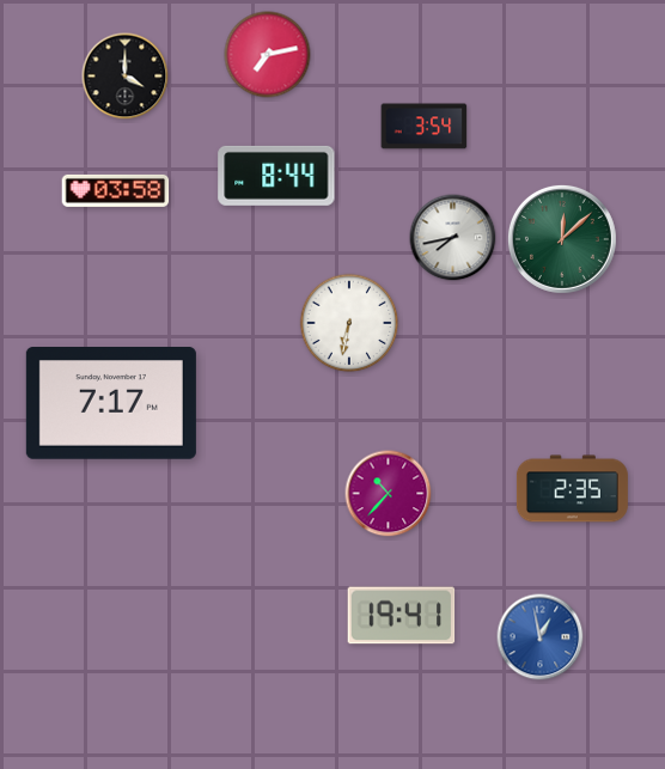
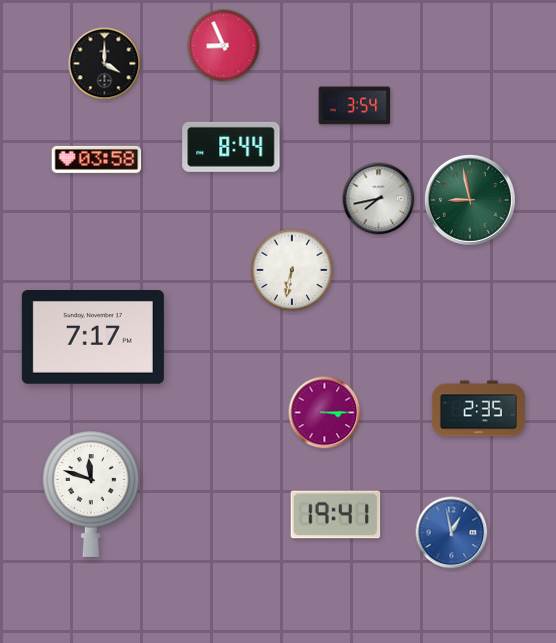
clock at (268, 55): 7:13 -> 8:56
clock at (562, 239): 12:08 -> 8:58
clock at (389, 494): 10:37 -> 3:15
clock at (91, 494): none -> 11:48
